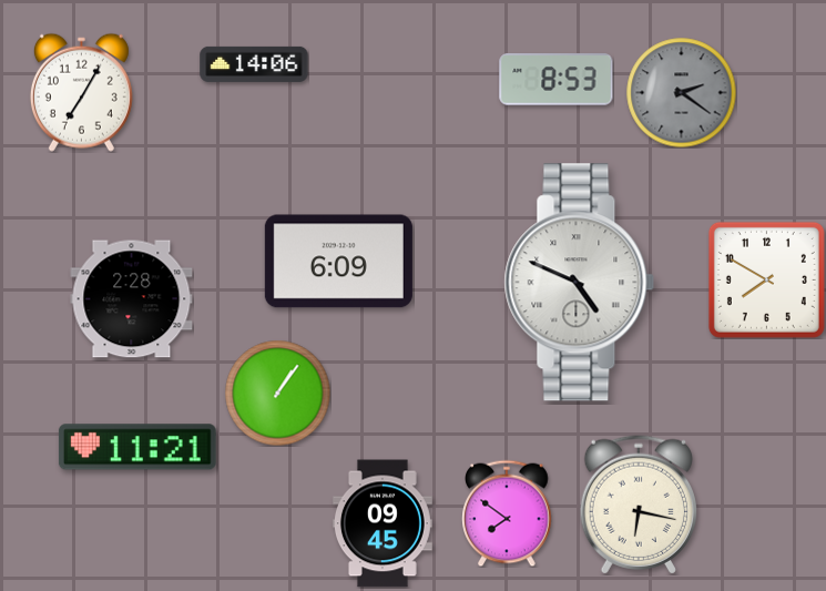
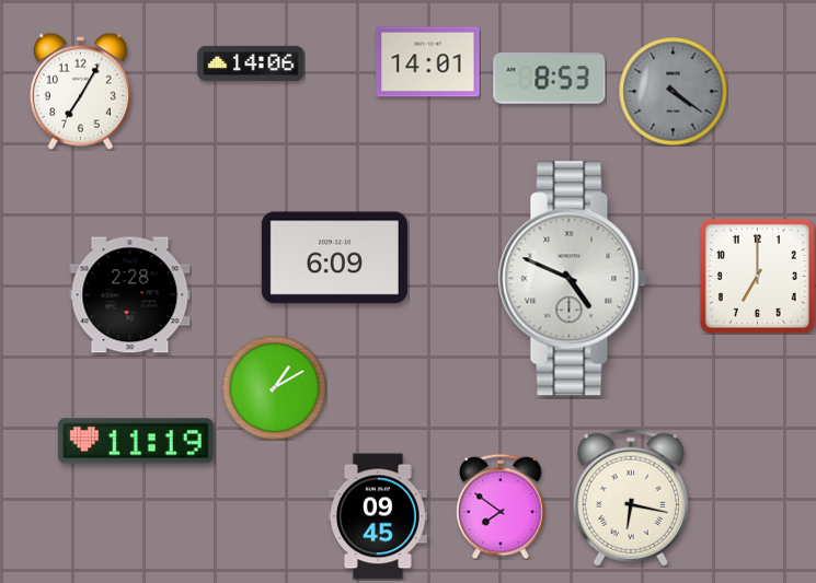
clock at (428, 62): none -> 14:01
clock at (682, 93): 2:21 -> 4:21
clock at (766, 279): 7:50 -> 7:00
clock at (277, 393): 1:06 -> 1:10
clock at (137, 447): 11:21 -> 11:19
